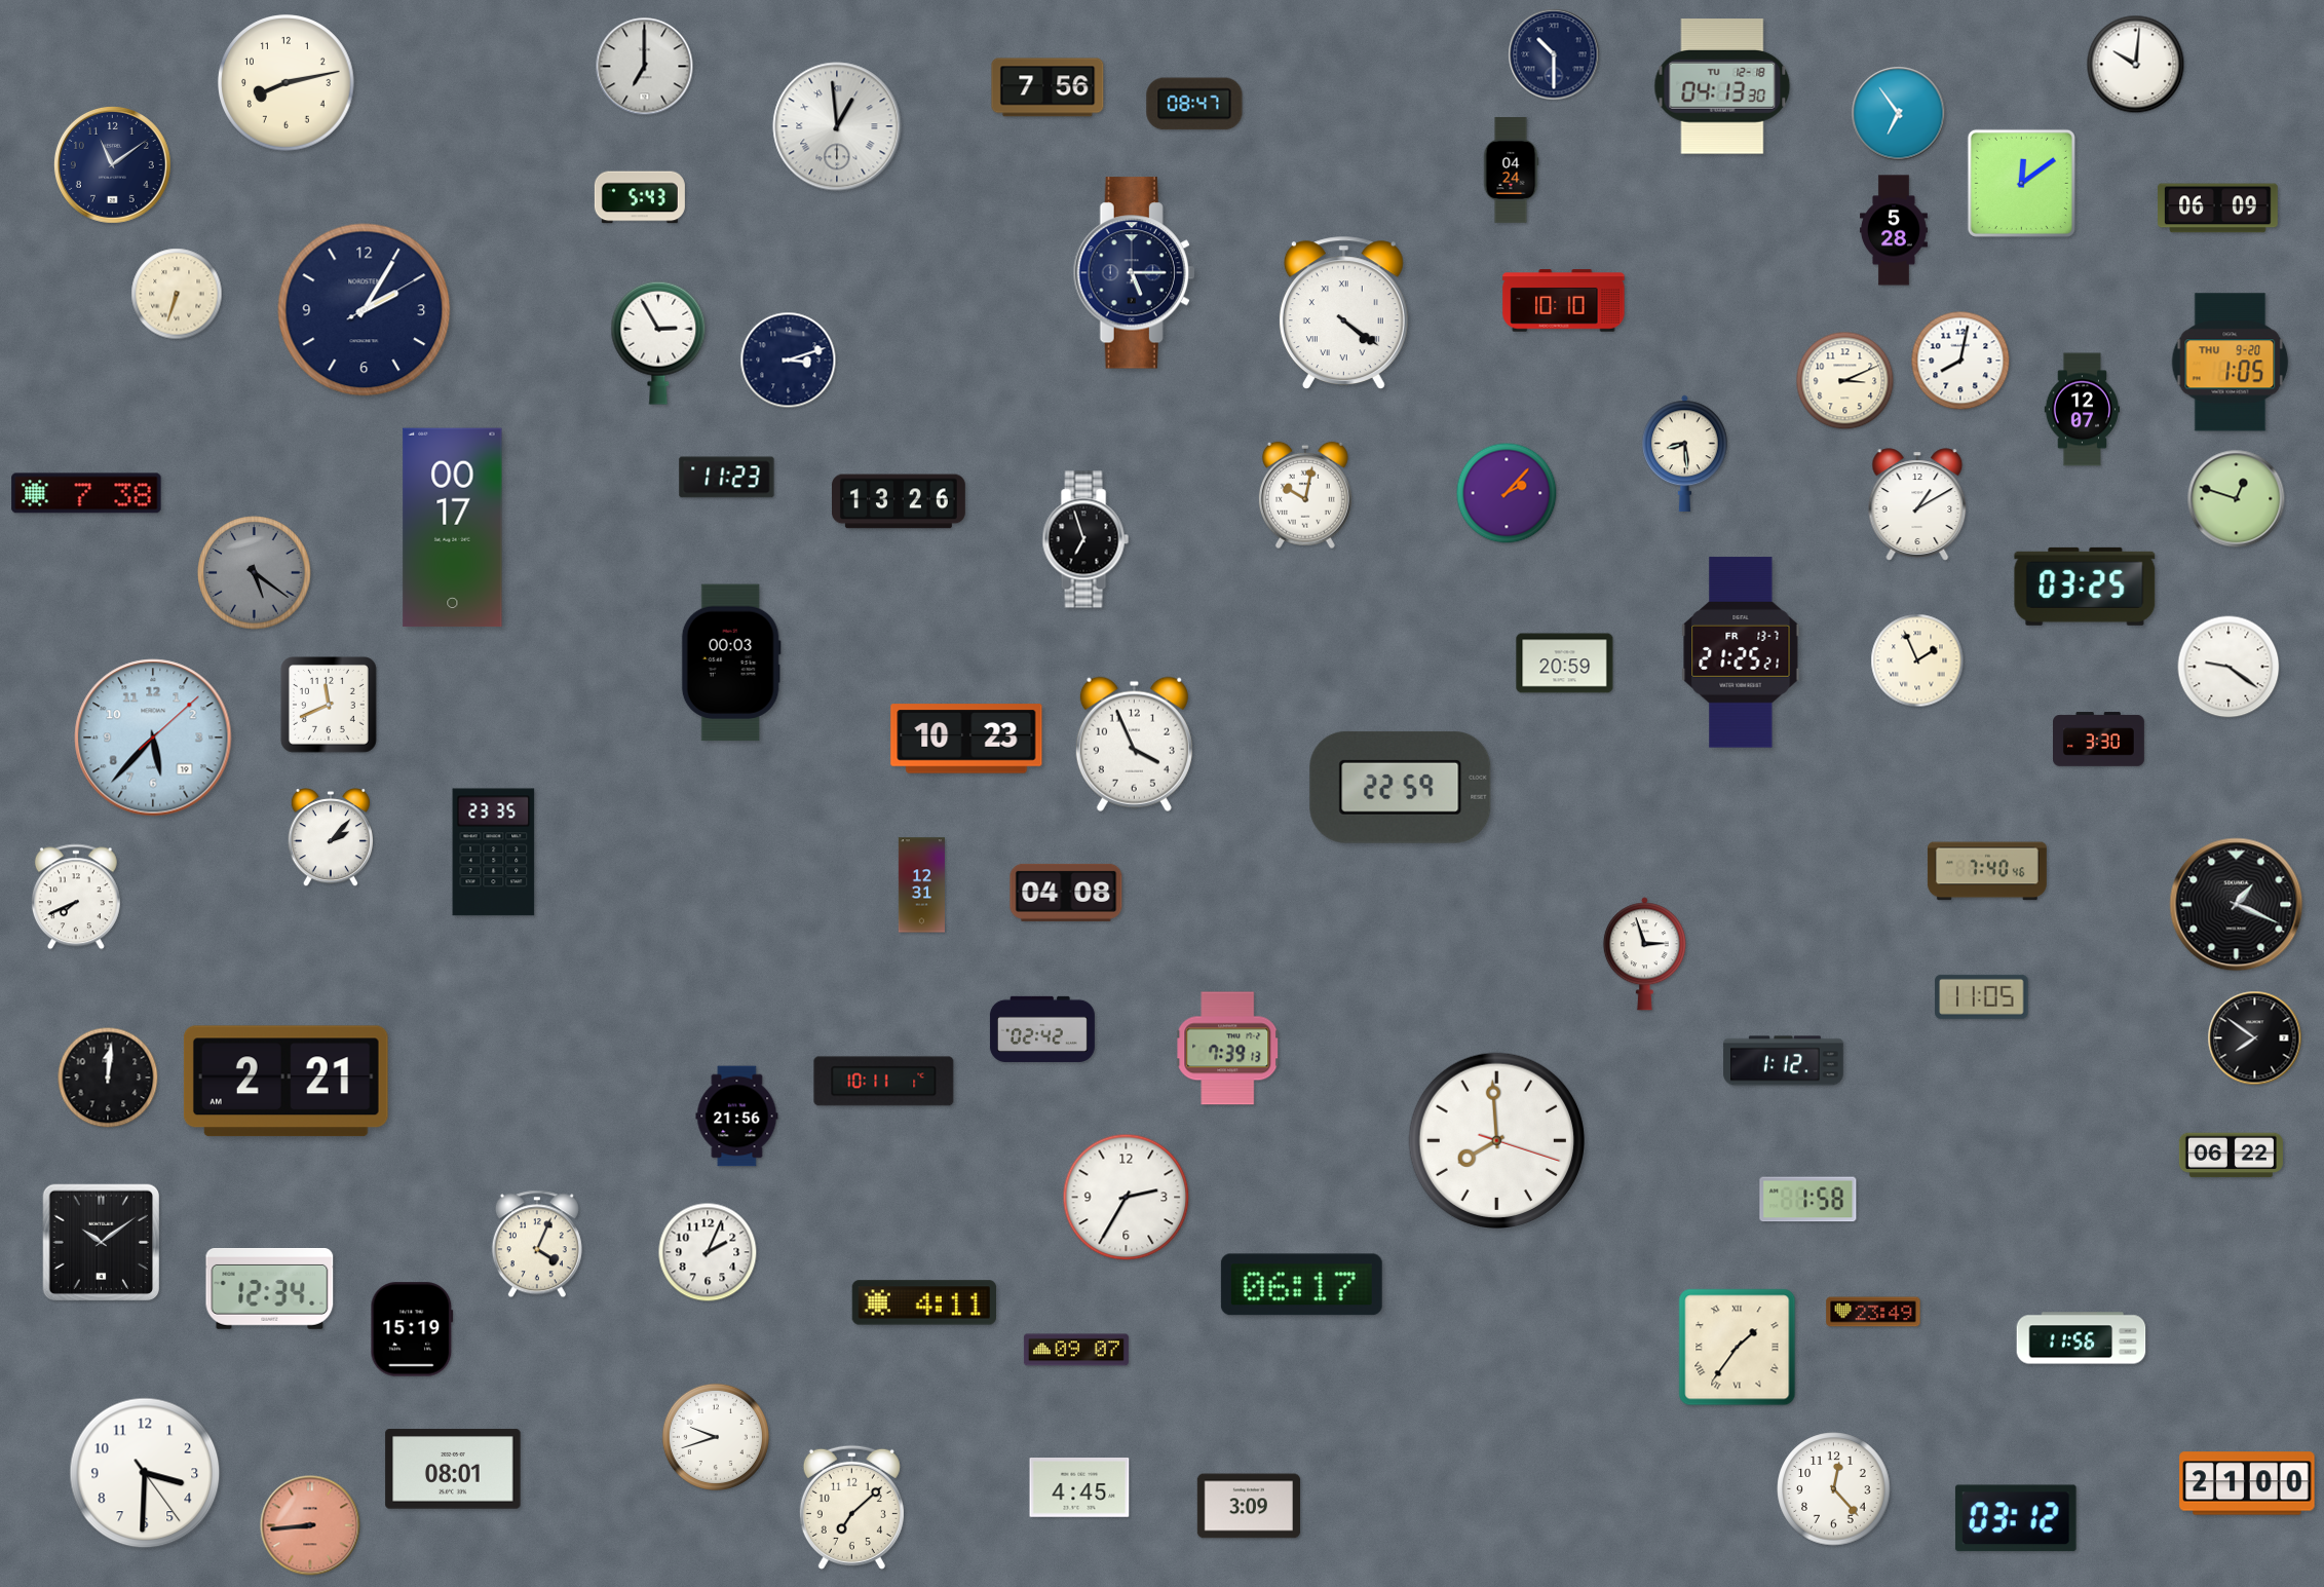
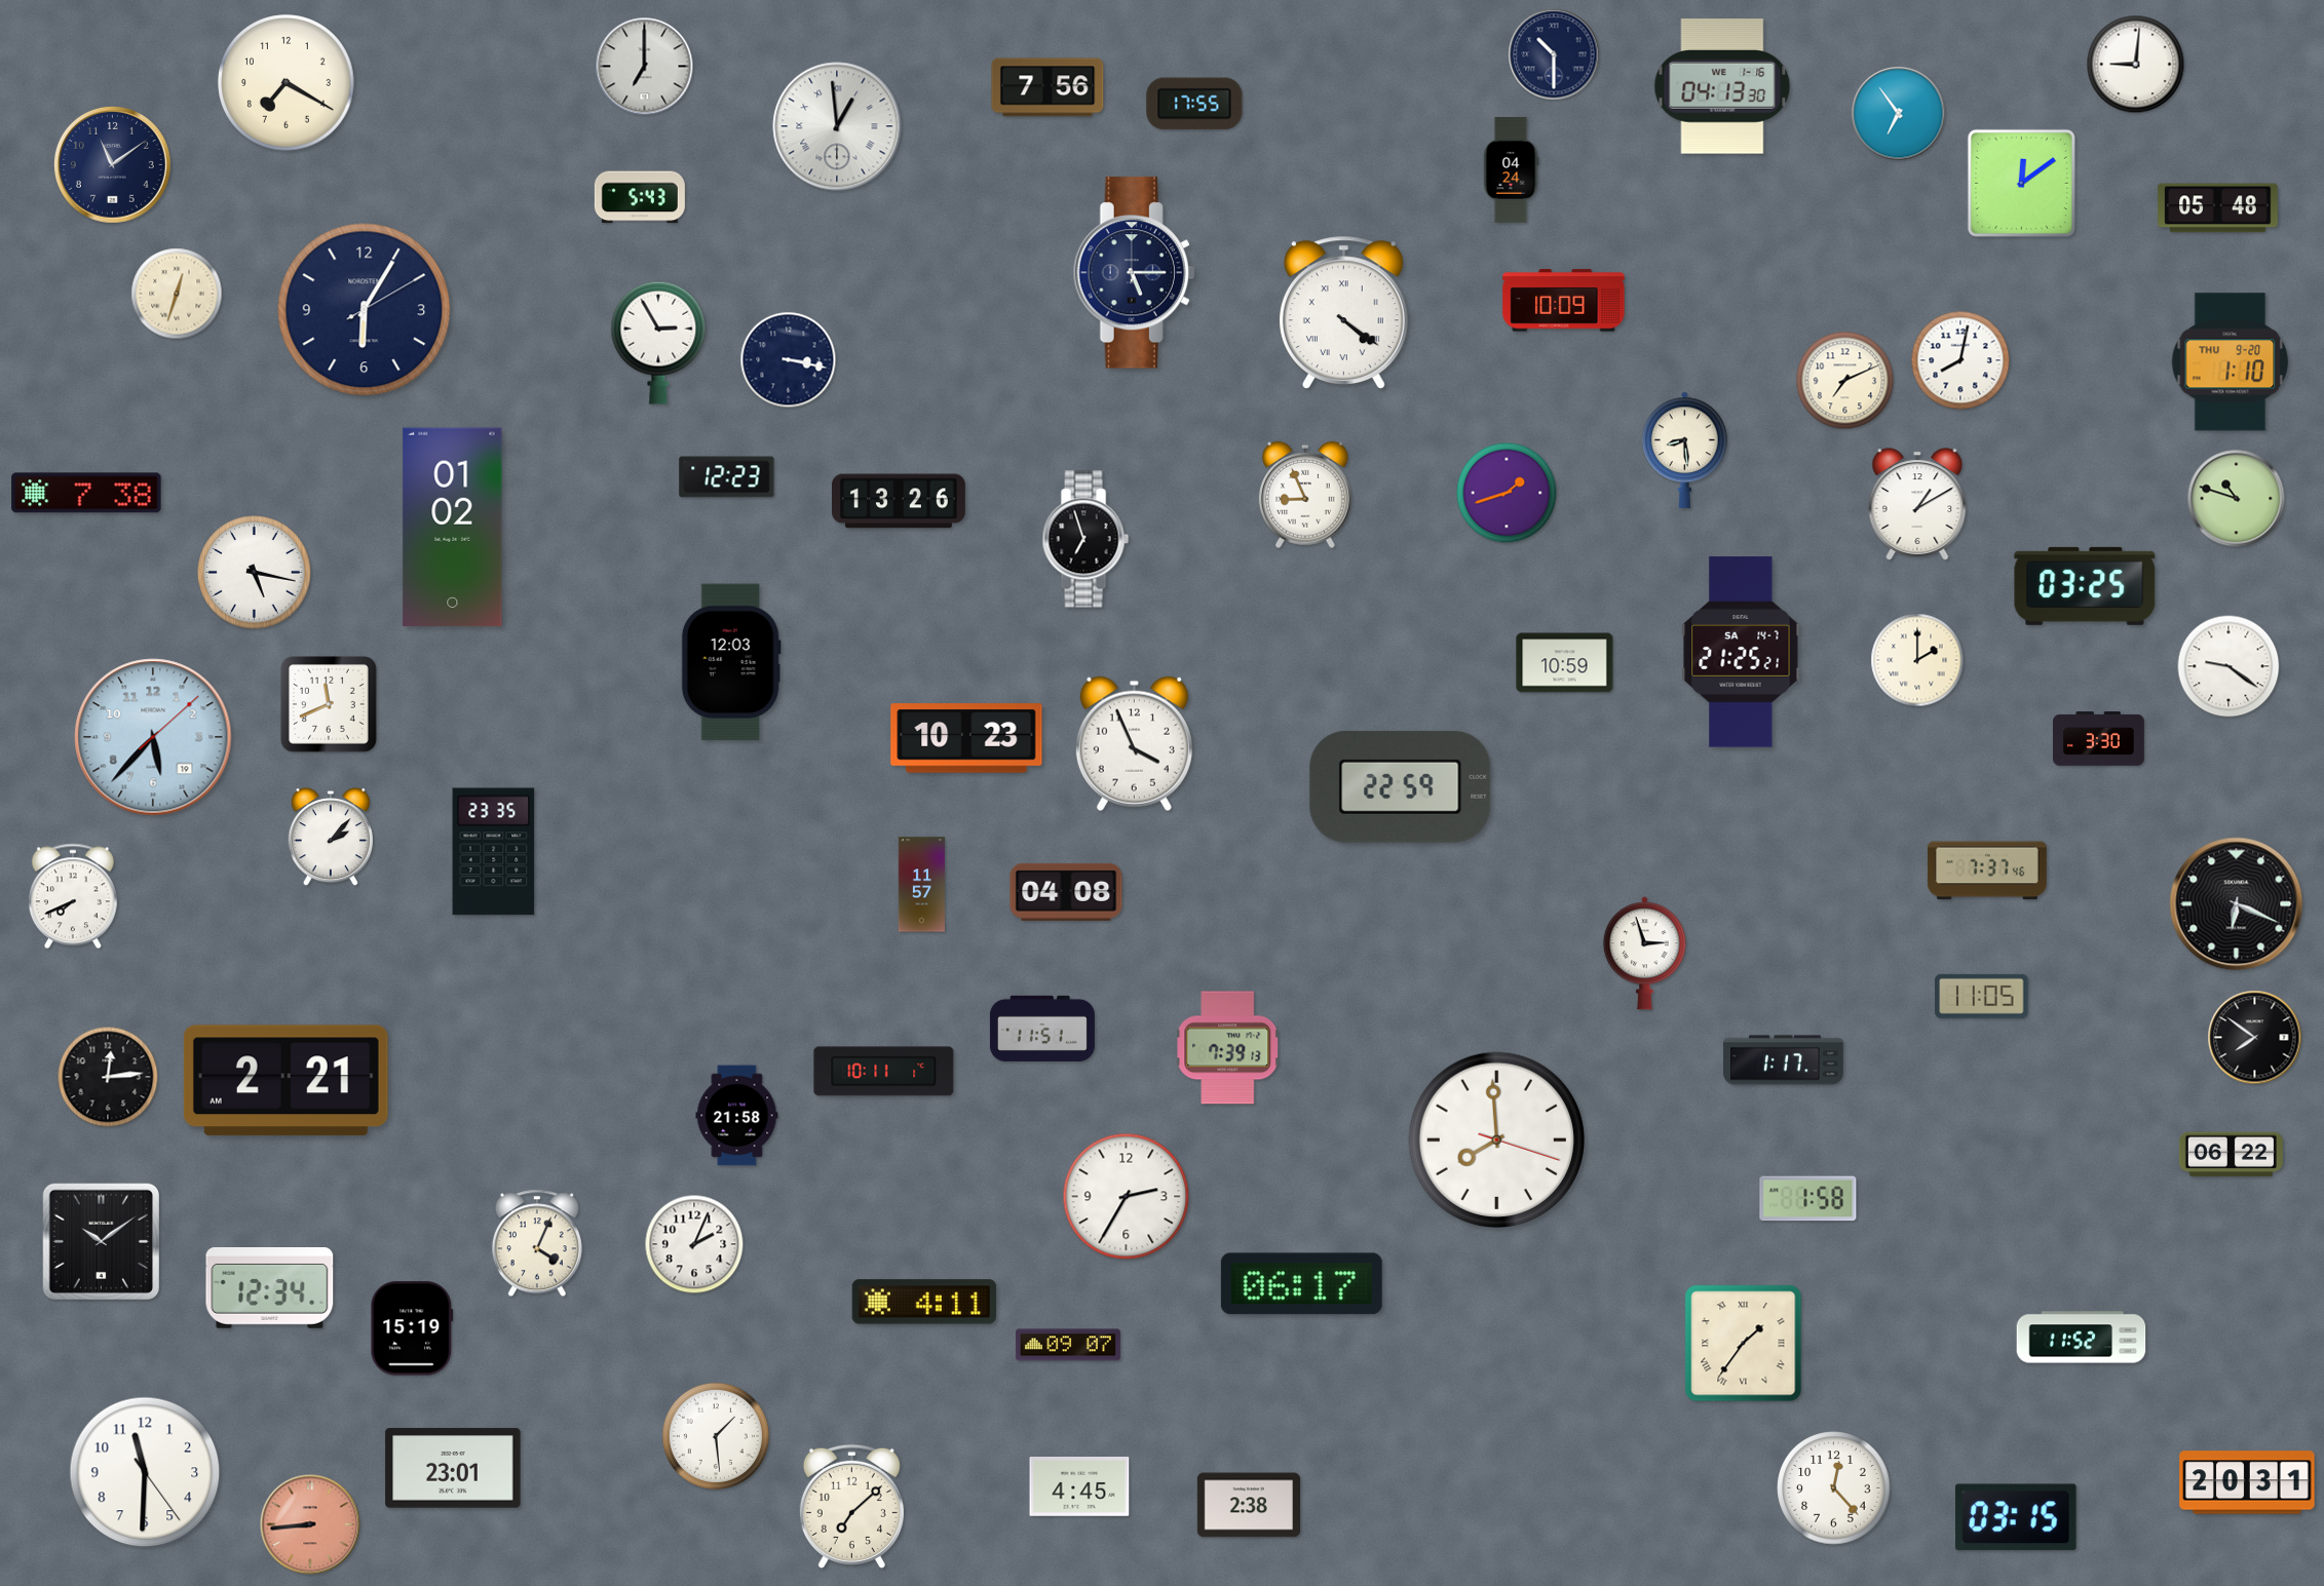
clock at (2136, 65): 10:01 -> 9:01
clock at (287, 83): 8:13 -> 7:20
clock at (1722, 86) date: TU 12-18 -> WE 1-16
clock at (1194, 104): 08:47 -> 17:55
clock at (2218, 209): 06:09 -> 05:48
clock at (1894, 230): 5:28 -> none
clock at (177, 294): 6:33 -> 12:33
clock at (1564, 301): 10:10 -> 10:09
clock at (365, 310): 2:05 -> 6:05
clock at (789, 361): 3:12 -> 3:17
clock at (2231, 363): 1:05 -> 1:10
clock at (1845, 381): 3:11 -> 7:11
clock at (2083, 410): 12:07 -> none
clock at (1685, 453) position: (1685, 453) -> (1685, 450)
clock at (727, 478): 11:23 -> 12:23
clock at (1507, 493): 2:07 -> 1:42
clock at (1305, 495): 10:02 -> 8:56
clock at (2237, 499): 12:48 -> 10:48
clock at (453, 528): 00:17 -> 01:02
clock at (255, 573): 5:21 -> 5:17
clock at (255, 573) dial: grey -> white
clock at (1741, 652) date: FR 13-7 -> SA 14-7
clock at (1917, 660): 1:56 -> 2:00
clock at (731, 663): 00:03 -> 12:03
clock at (1565, 664): 20:59 -> 10:59
clock at (1987, 871): 7:40 -> 7:37
clock at (921, 885): 12:31 -> 11:57
clock at (76, 897) position: (76, 897) -> (73, 896)
clock at (2237, 905): 1:19 -> 6:19
clock at (1042, 1029): 02:42 -> 11:51
clock at (1784, 1061): 1:12 -> 1:17
clock at (108, 1078): 12:01 -> 12:14
clock at (884, 1082) position: (884, 1082) -> (884, 1072)
clock at (737, 1117): 21:56 -> 21:58
clock at (708, 1252) position: (708, 1252) -> (694, 1244)
clock at (1873, 1312): 23:49 -> none
clock at (2082, 1338): 11:56 -> 11:52
clock at (1738, 1348) position: (1738, 1348) -> (1744, 1344)
clock at (1076, 1350) position: (1076, 1350) -> (1068, 1345)
clock at (716, 1437): 9:42 -> 1:29
clock at (453, 1469): 08:01 -> 23:01
clock at (145, 1473): 3:30 -> 11:30
clock at (2247, 1483): 21:00 -> 20:31
clock at (1248, 1506): 3:09 -> 2:38
clock at (2016, 1518): 03:12 -> 03:15
